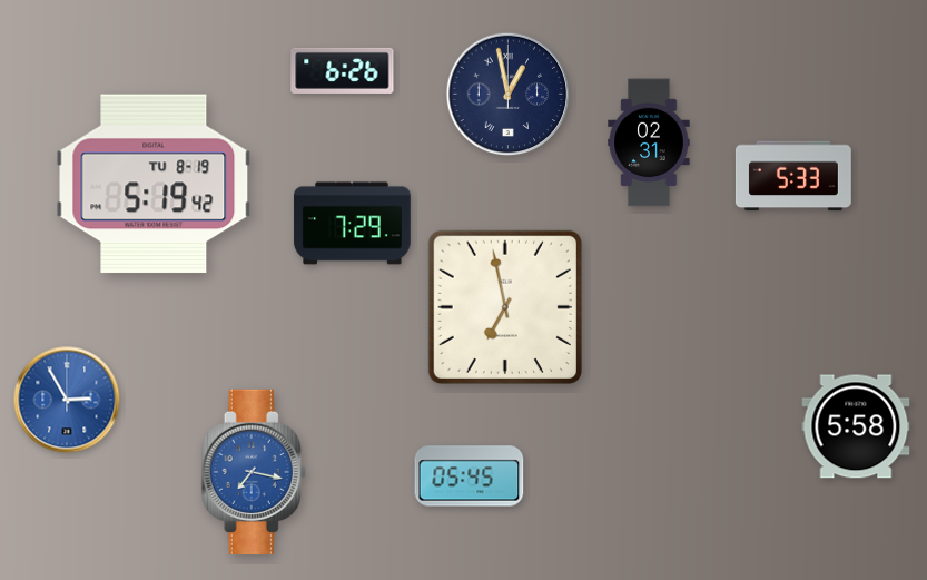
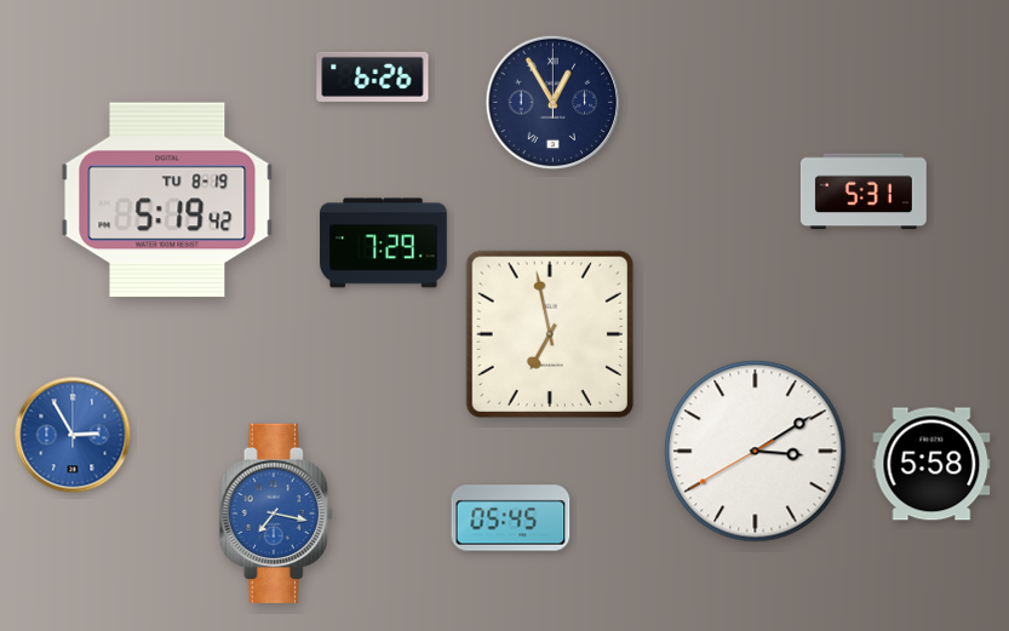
clock at (509, 95): 12:58 -> 12:55
clock at (649, 142): 02:31 -> none
clock at (793, 176): 5:33 -> 5:31
clock at (756, 452): none -> 3:09
